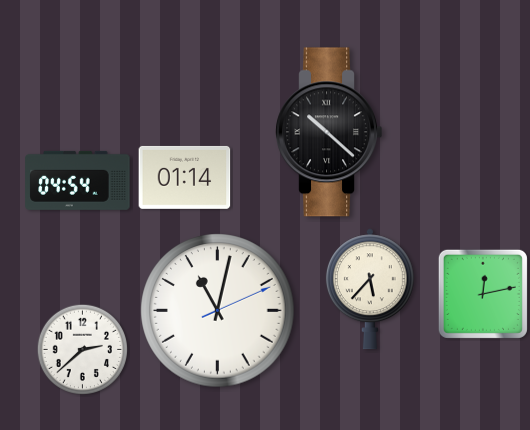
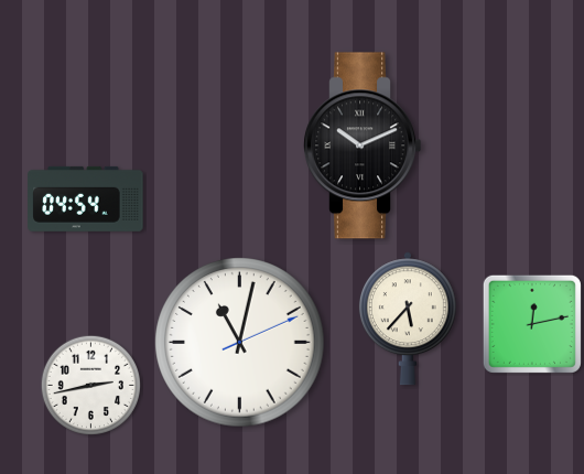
clock at (328, 132): 10:22 -> 10:11
clock at (185, 177): 01:14 -> none
clock at (82, 349): 2:38 -> 2:43
